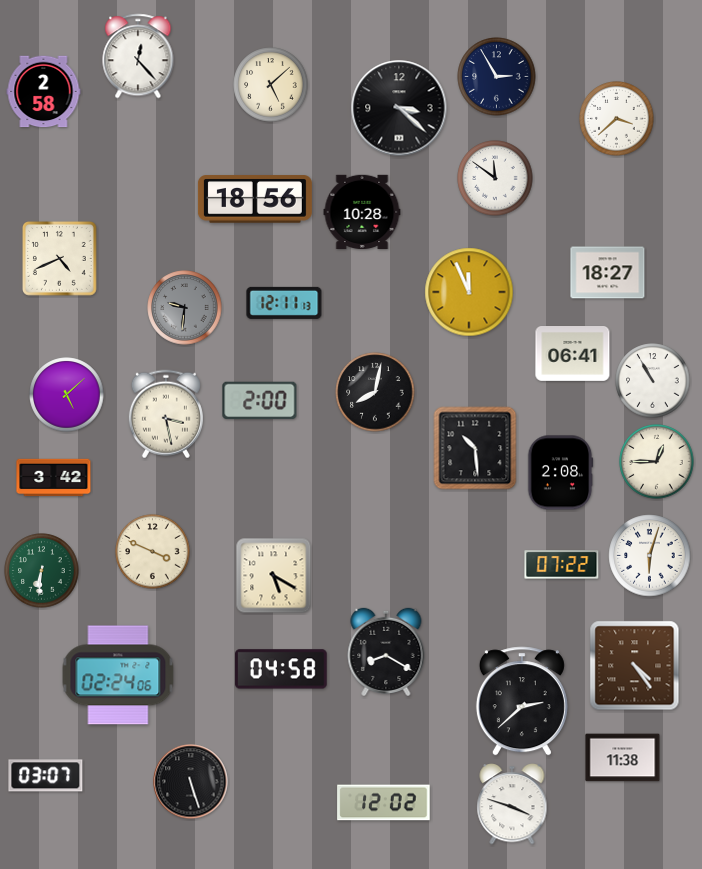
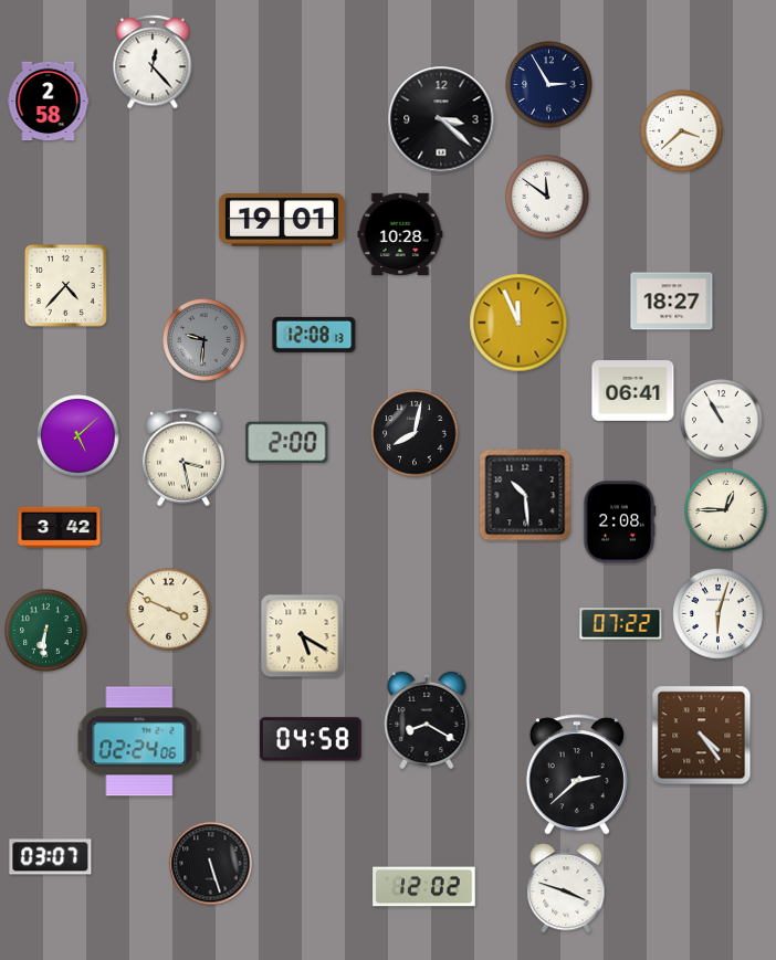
clock at (271, 85): 5:08 -> none
clock at (255, 199): 18:56 -> 19:01
clock at (60, 259): 4:41 -> 4:37
clock at (284, 303): 12:11 -> 12:08
clock at (67, 395) position: (67, 395) -> (78, 436)
clock at (118, 675) position: (118, 675) -> (139, 741)
clock at (623, 758): 11:38 -> none
